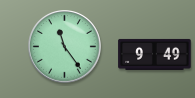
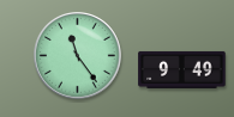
clock at (155, 54) position: (155, 54) -> (182, 69)
